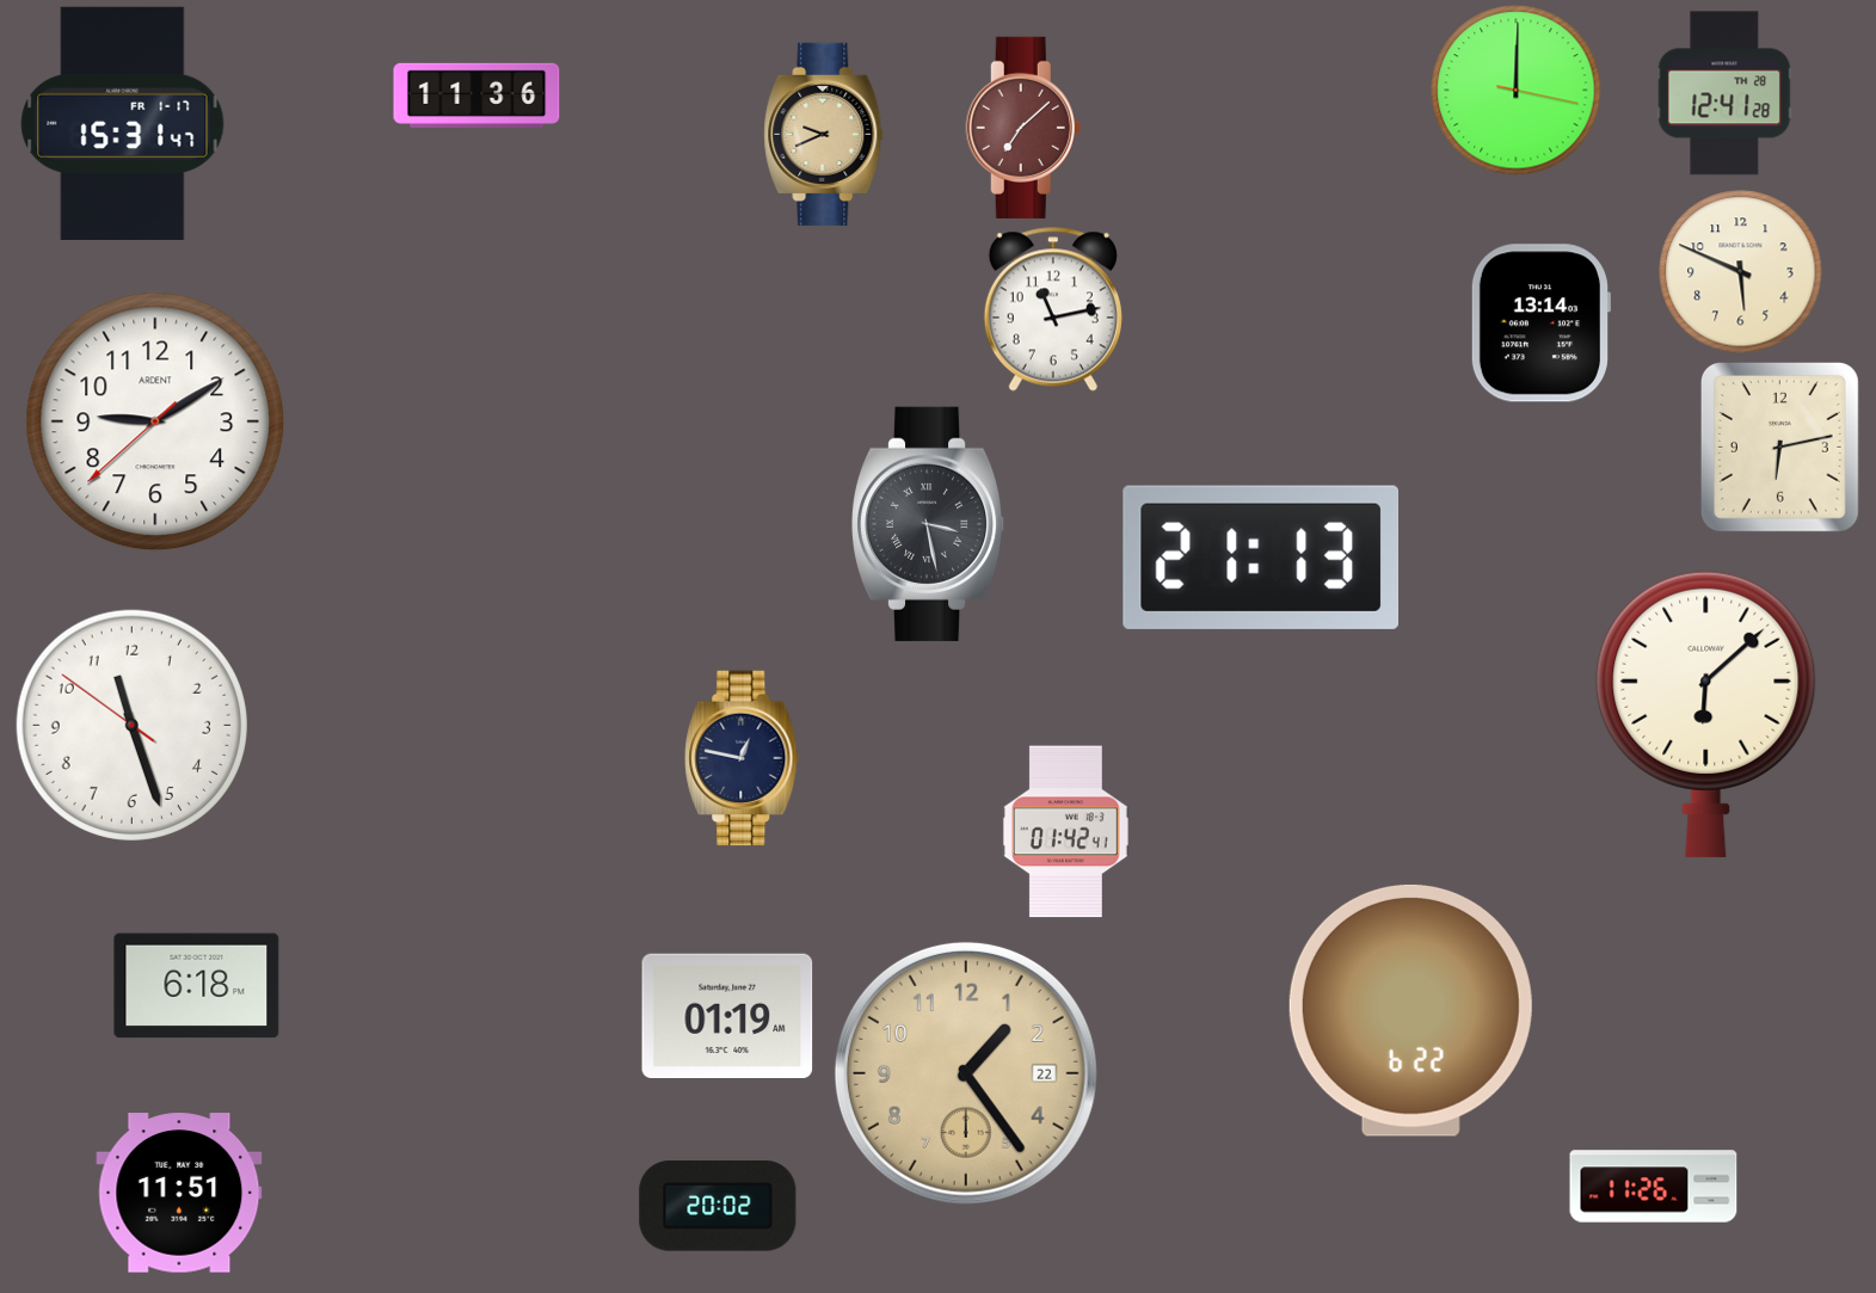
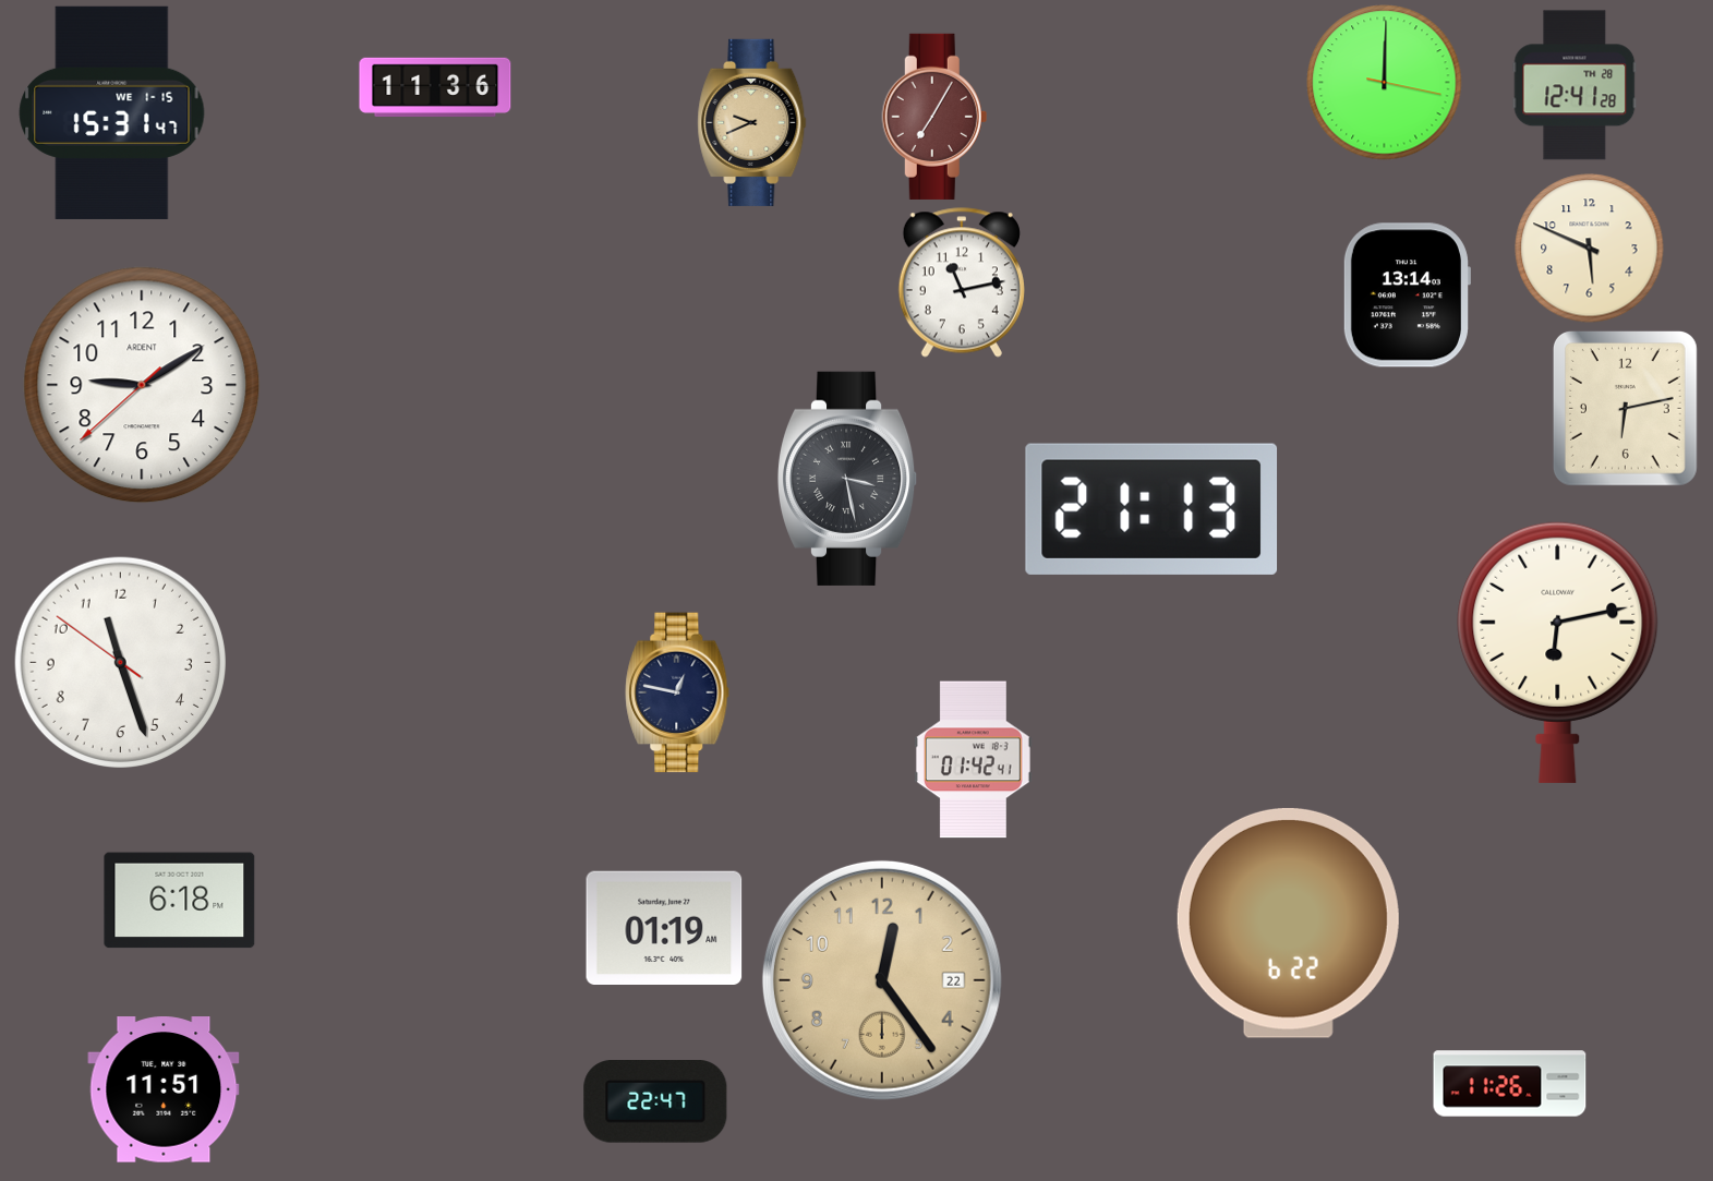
clock at (123, 123) date: FR 1-17 -> WE 1-15
clock at (1023, 128): 7:08 -> 7:05
clock at (1706, 714): 6:08 -> 6:13
clock at (966, 1073): 1:24 -> 12:24
clock at (718, 1207): 20:02 -> 22:47
